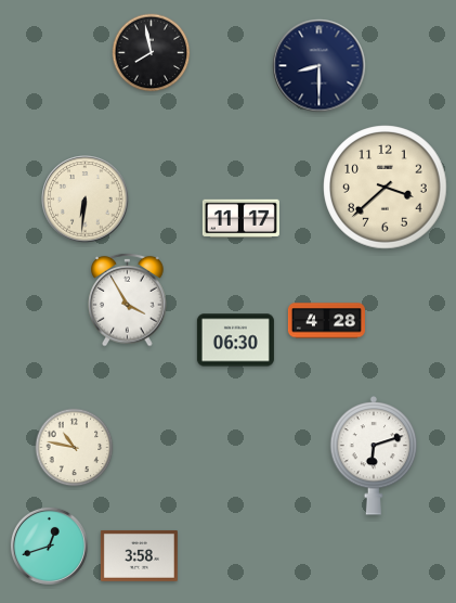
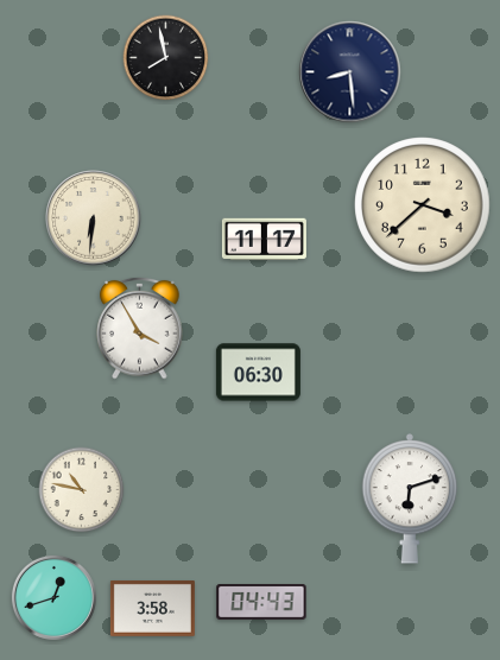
clock at (320, 66): 8:30 -> 8:29
clock at (326, 321): 4:28 -> none
clock at (261, 603): none -> 04:43
